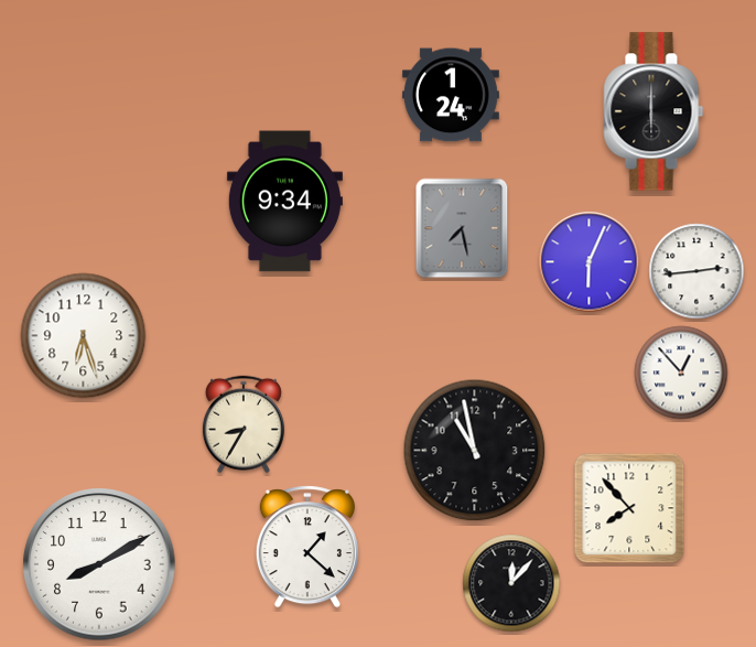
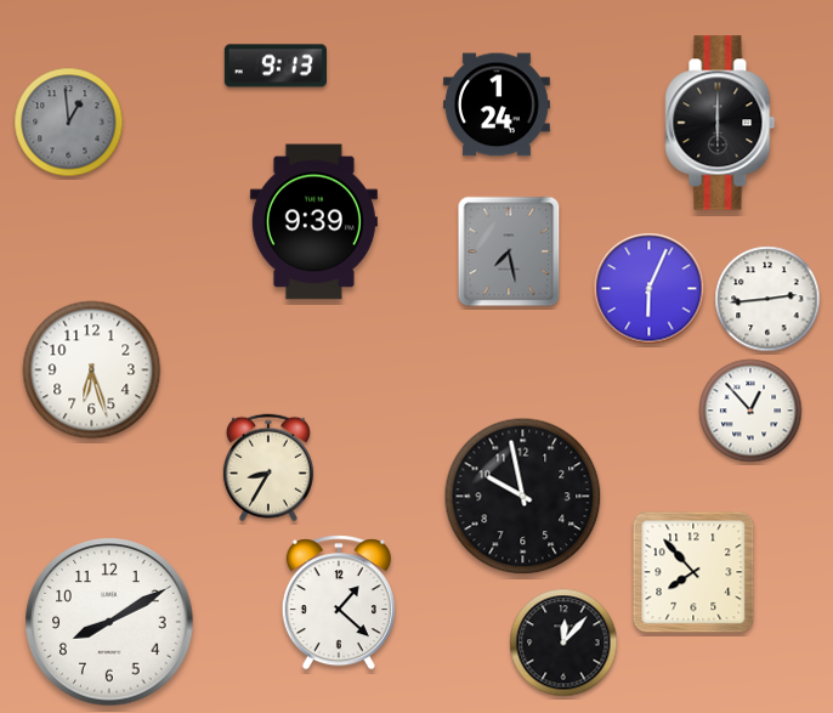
clock at (274, 66): none -> 9:13
clock at (69, 123): none -> 12:59
clock at (284, 202): 9:34 -> 9:39
clock at (475, 451): 10:58 -> 9:58
clock at (629, 508) position: (629, 508) -> (693, 572)
